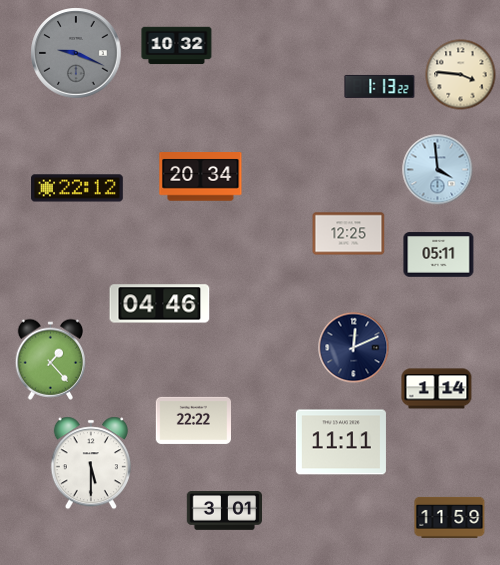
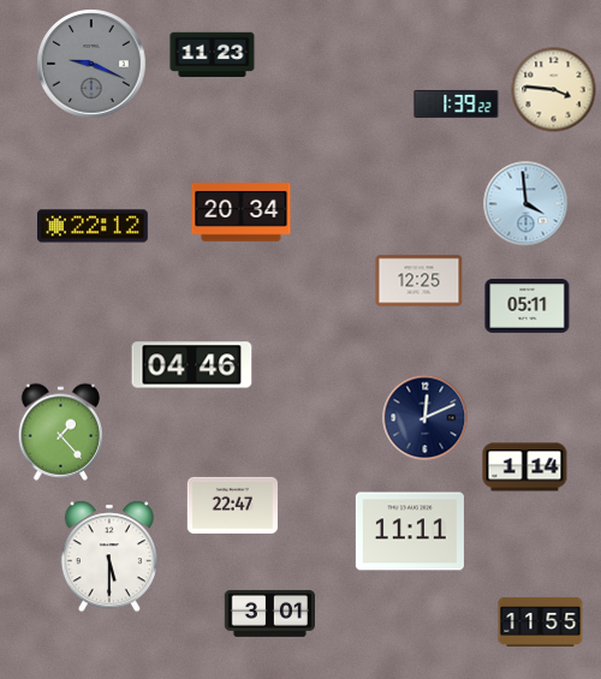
clock at (177, 46): 10:32 -> 11:23
clock at (380, 86): 1:13 -> 1:39
clock at (193, 420): 22:22 -> 22:47
clock at (450, 517): 11:59 -> 11:55
